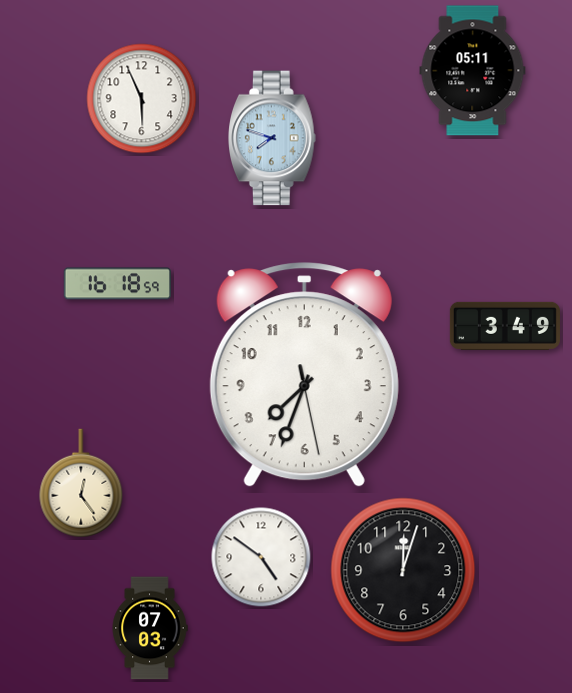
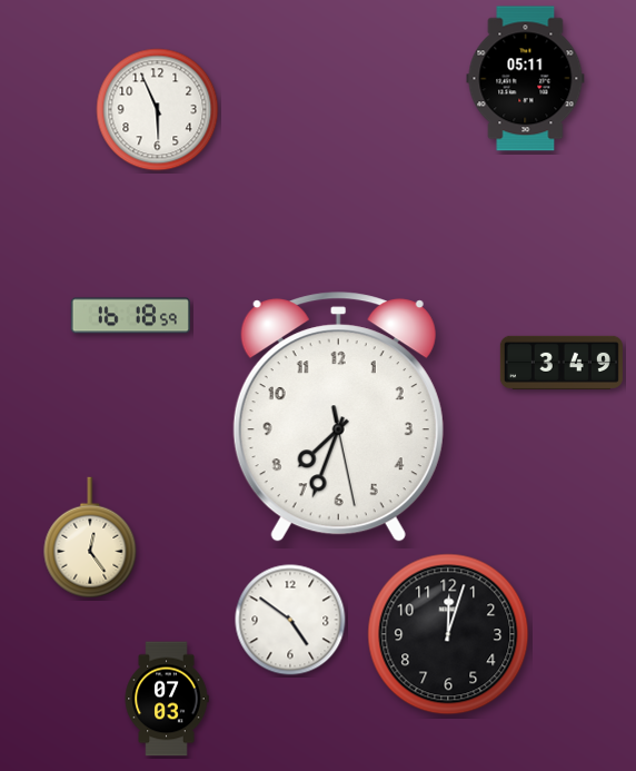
clock at (273, 138): 7:48 -> none
